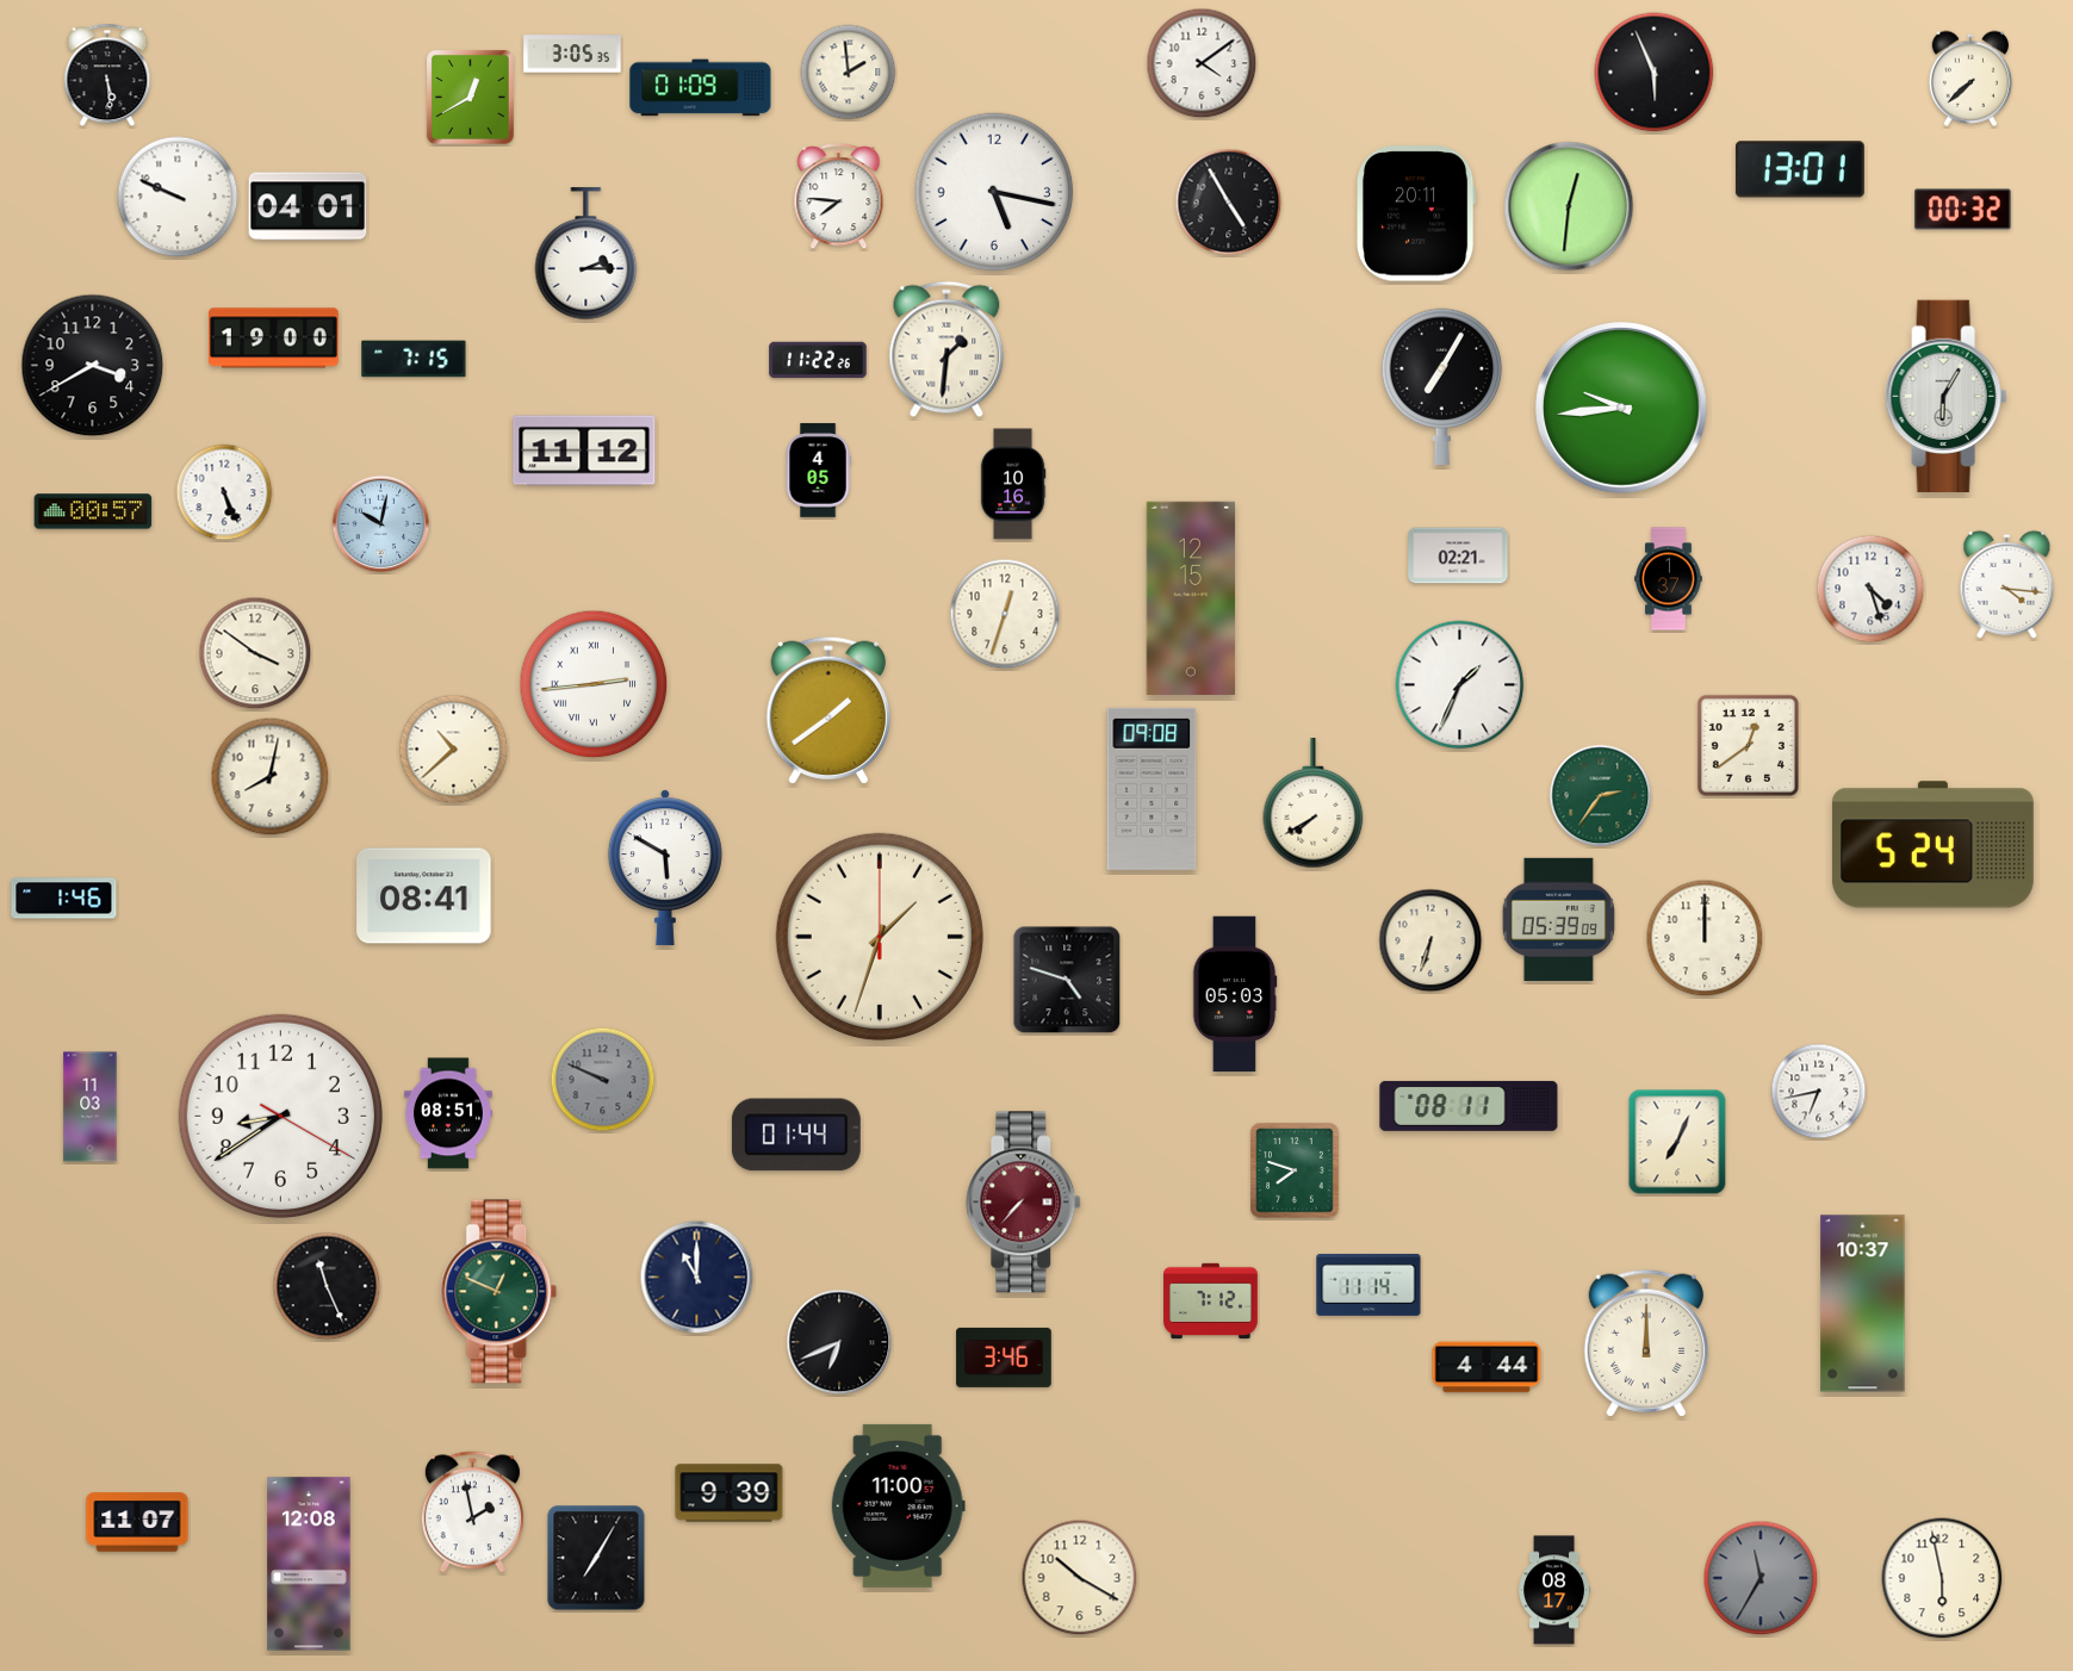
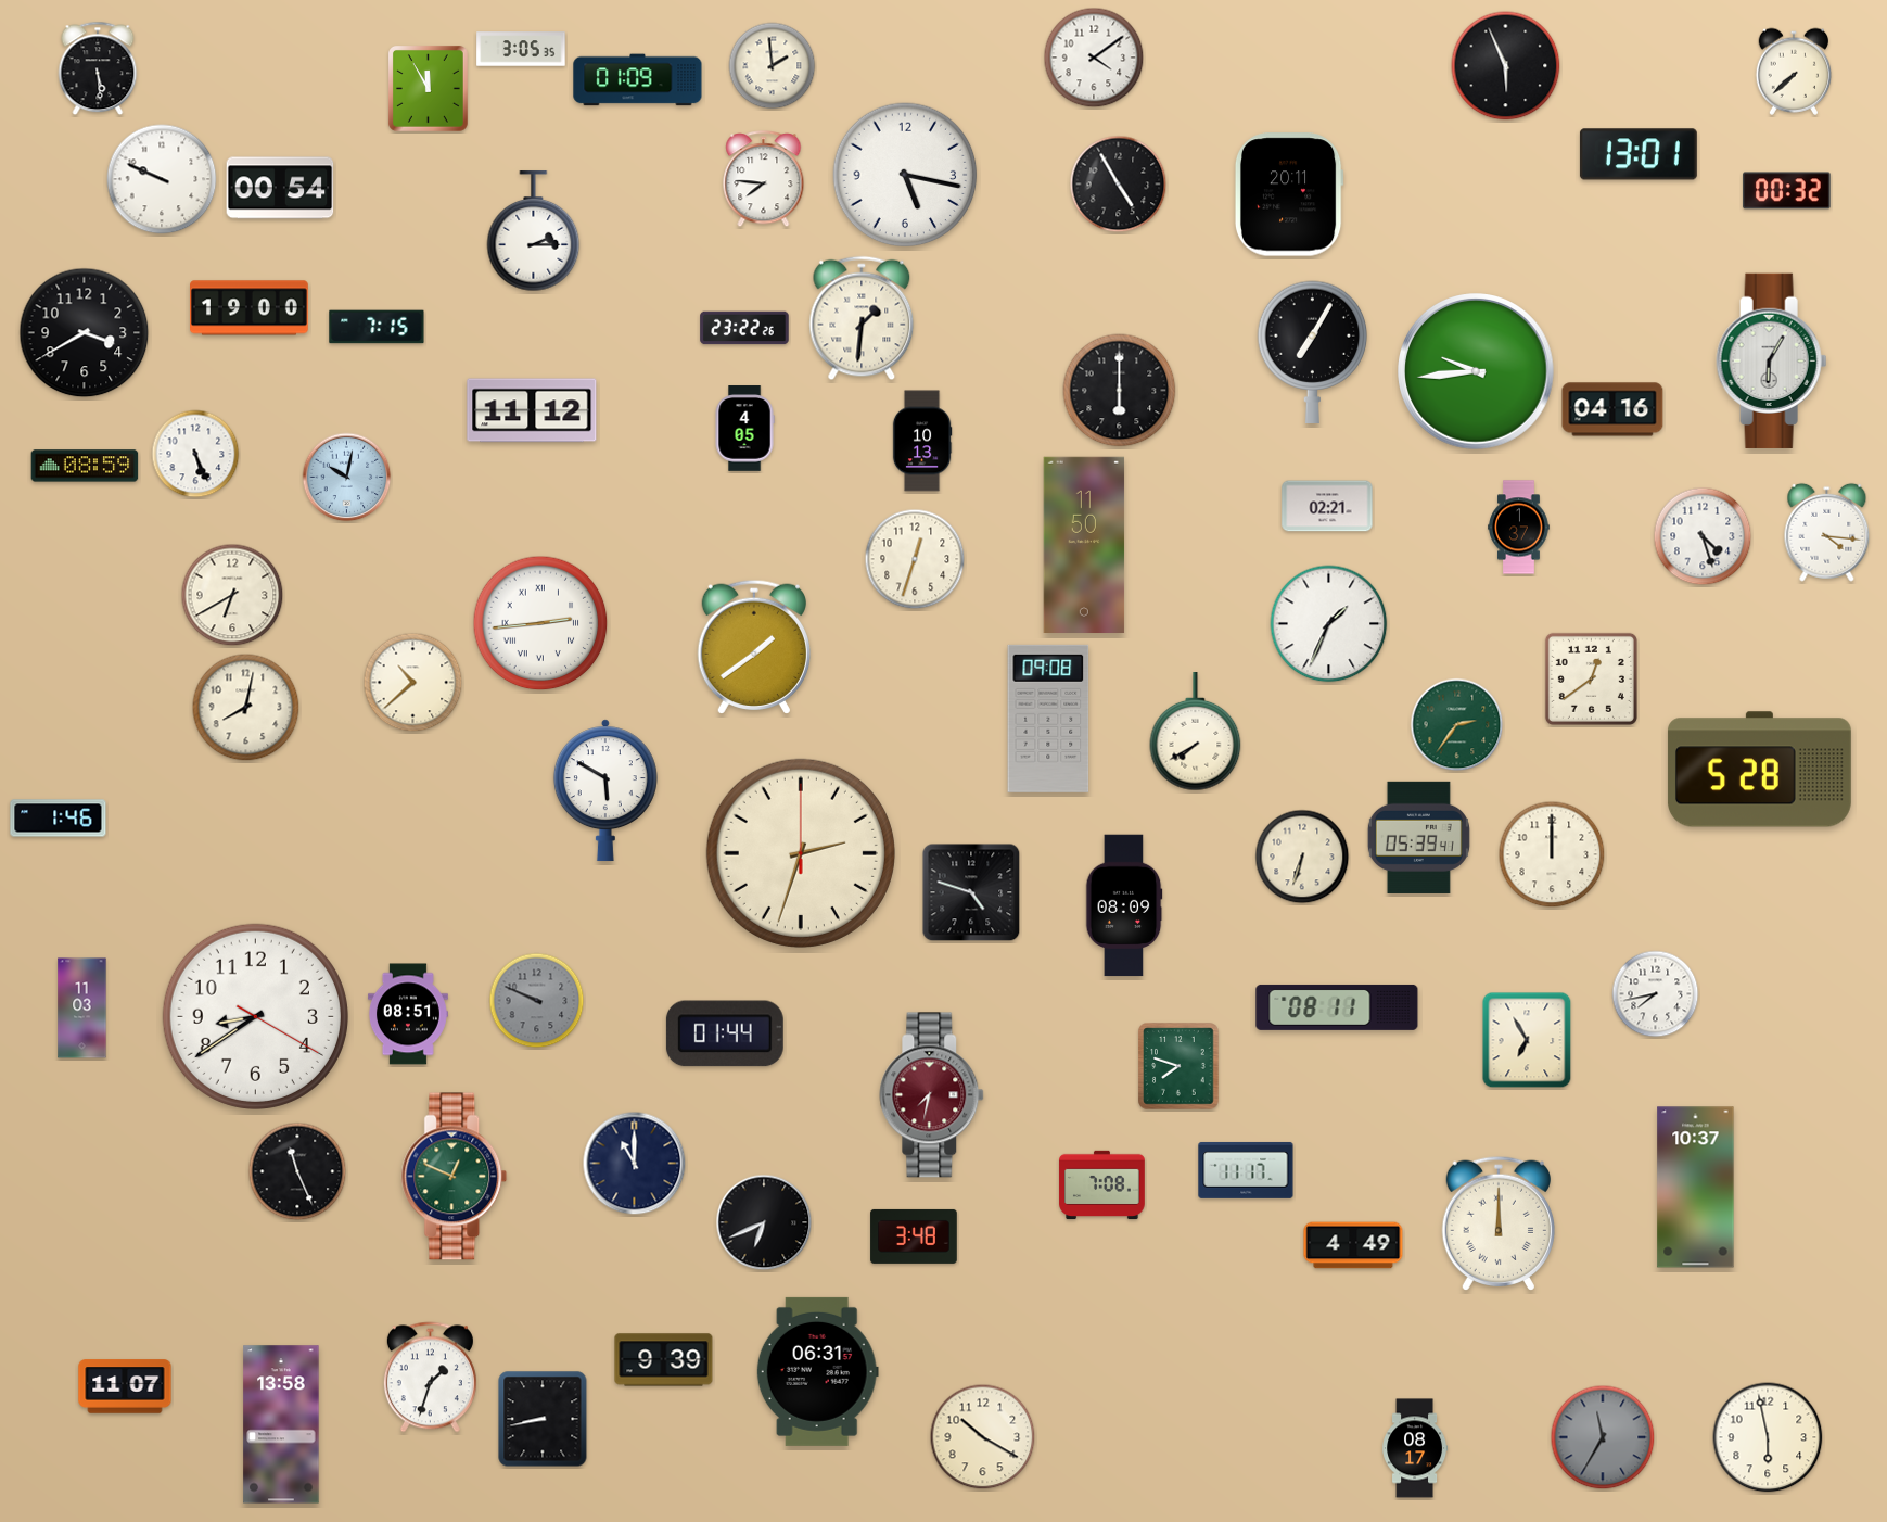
clock at (470, 97): 12:40 -> 11:55
clock at (308, 206): 04:01 -> 00:54
clock at (1569, 206): 12:31 -> none
clock at (818, 360): 11:22 -> 23:22
clock at (1120, 391): none -> 6:00
clock at (1612, 409): none -> 04:16
clock at (1013, 484): 10:16 -> 10:13
clock at (224, 492) position: (224, 492) -> (195, 454)
clock at (93, 511): 00:57 -> 08:59
clock at (1191, 597): 12:15 -> 11:50
clock at (255, 653): 3:51 -> 6:40
clock at (1932, 845): 5:24 -> 5:28
clock at (424, 896): 08:41 -> none
clock at (1558, 919): 05:39:09 -> 05:39:41
clock at (880, 937): 1:33 -> 2:33
clock at (1235, 994): 05:03 -> 08:09
clock at (603, 1080) position: (603, 1080) -> (537, 1001)
clock at (1819, 1092): 6:43 -> 7:43
clock at (1677, 1142): 7:04 -> 6:55
clock at (1024, 1203): 7:37 -> 7:32
clock at (1368, 1285): 11:14 -> 11:17
clock at (1211, 1302): 7:12 -> 7:08
clock at (1004, 1358): 3:46 -> 3:48
clock at (1487, 1367): 4:44 -> 4:49
clock at (898, 1505): 11:00 -> 06:31
clock at (472, 1512): 1:58 -> 1:33
clock at (596, 1558): 7:05 -> 8:43
clock at (309, 1564): 12:08 -> 13:58
